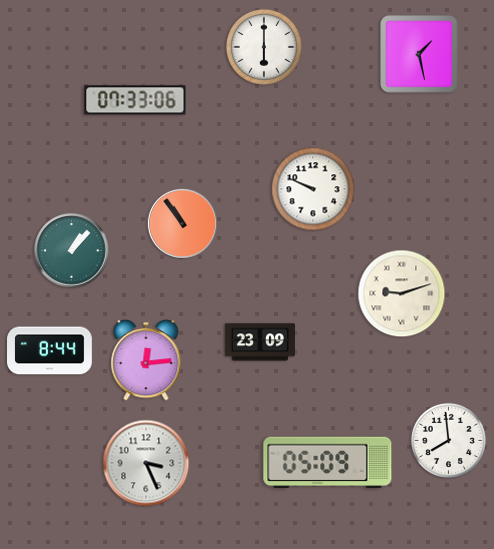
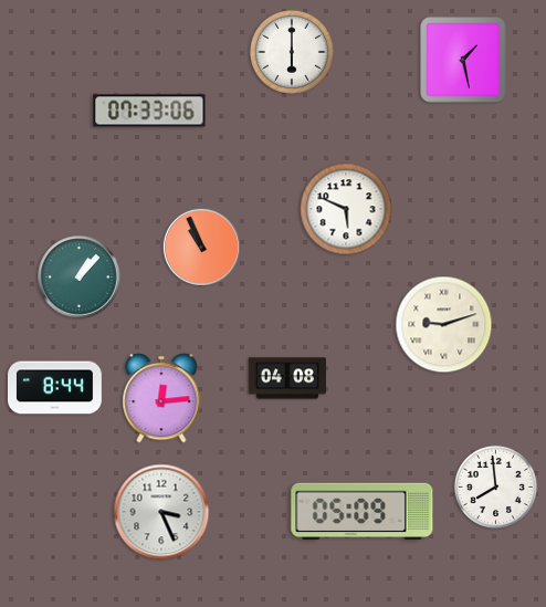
clock at (313, 189): 9:49 -> 5:49
clock at (182, 223): 10:54 -> 10:56
clock at (260, 342): 23:09 -> 04:08
